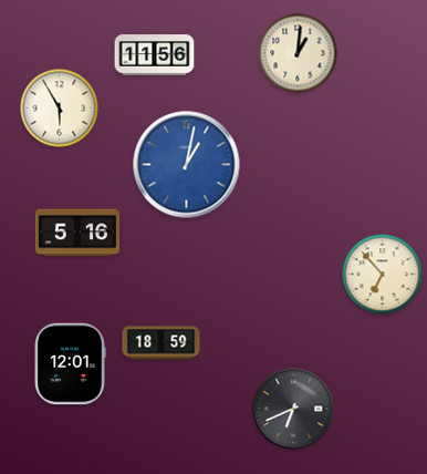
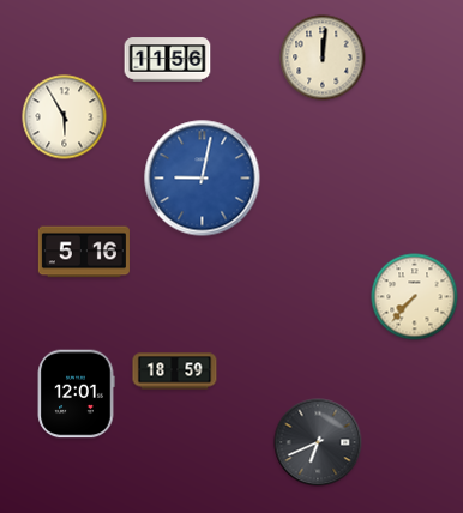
clock at (298, 53): 1:01 -> 12:01
clock at (187, 165): 1:02 -> 9:02
clock at (383, 275): 6:53 -> 7:37
